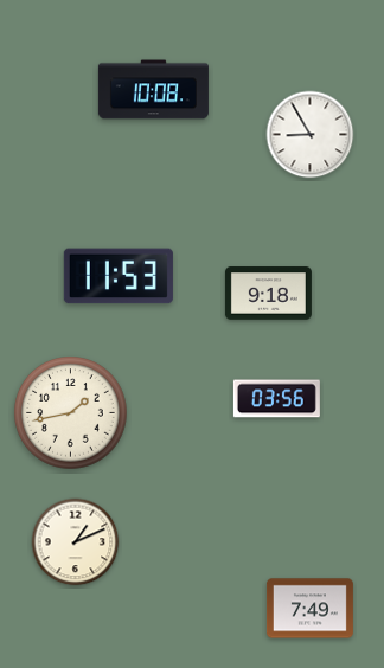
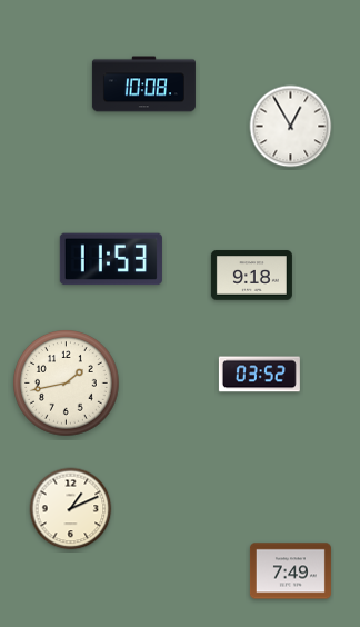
clock at (311, 135): 8:55 -> 12:55
clock at (276, 399): 03:56 -> 03:52
clock at (71, 413) position: (71, 413) -> (67, 384)
